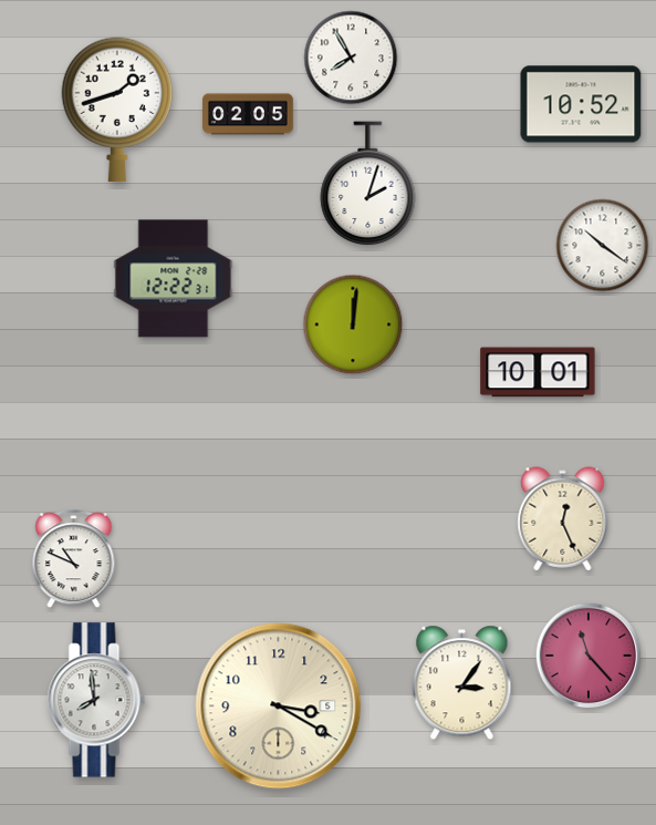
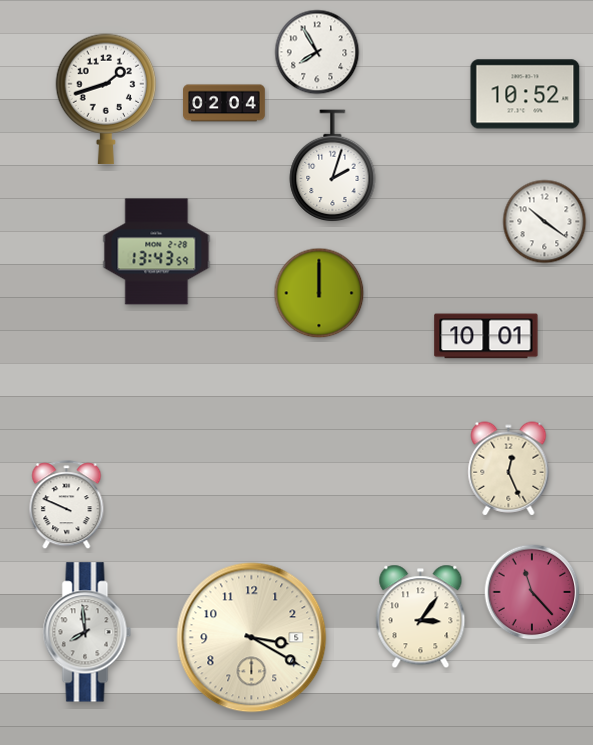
clock at (248, 114): 02:05 -> 02:04
clock at (174, 279): 12:22 -> 13:43
clock at (353, 324): 12:01 -> 12:00
clock at (74, 559): 10:49 -> 9:49
clock at (462, 683) position: (462, 683) -> (421, 617)
